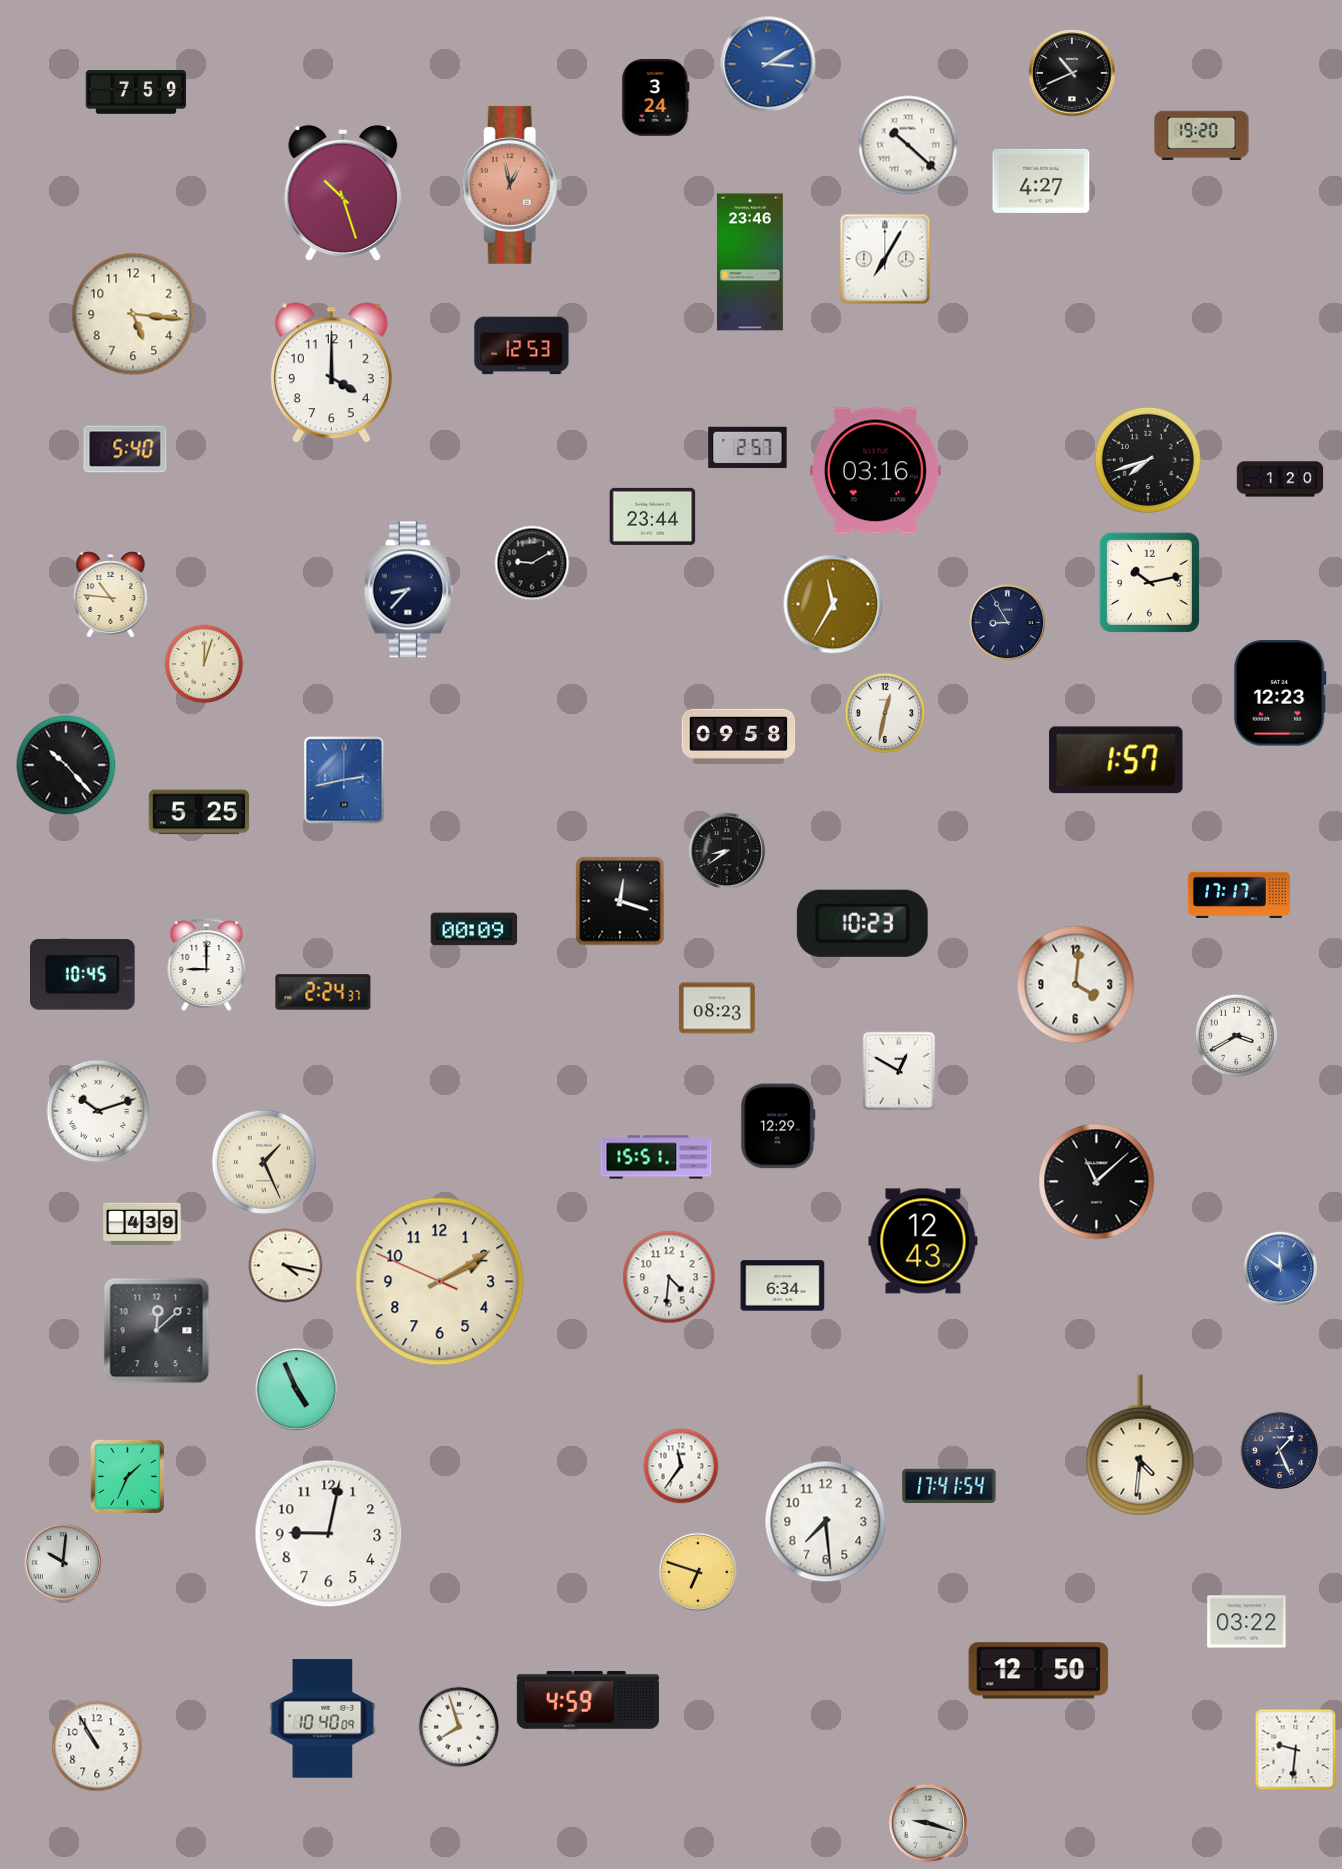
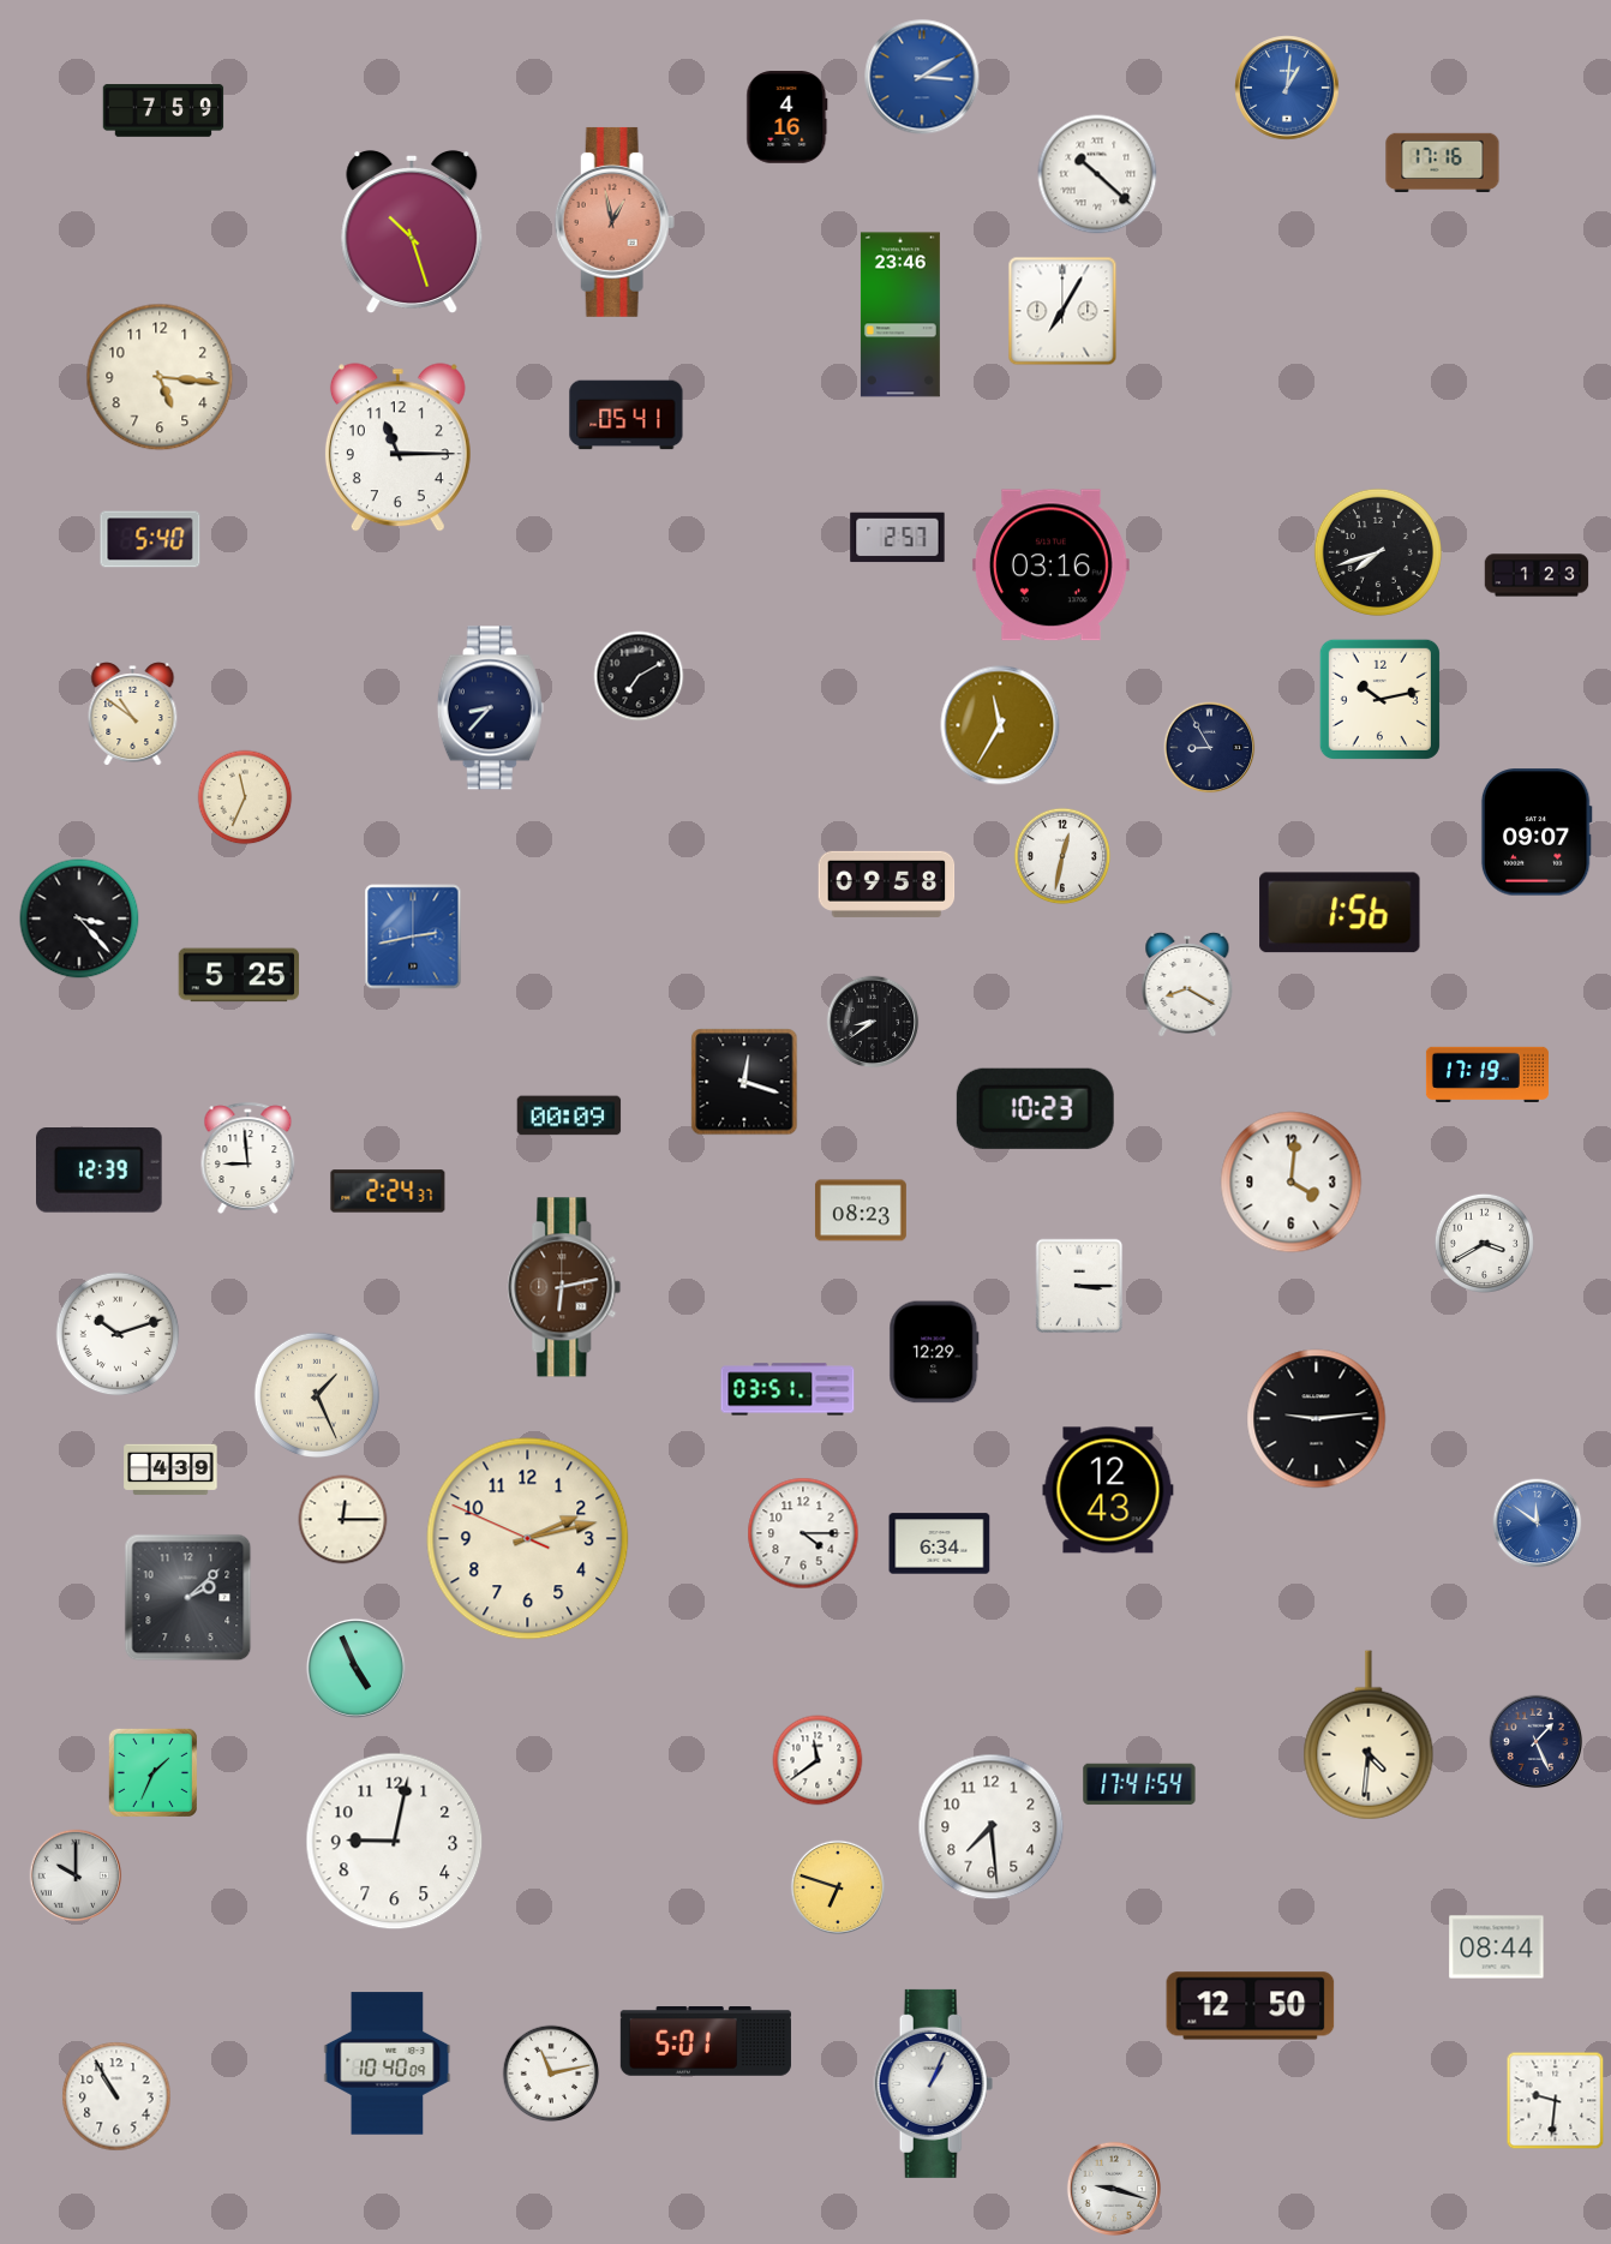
clock at (1072, 73): 10:41 -> 1:01
clock at (1072, 73) dial: black -> blue
clock at (656, 98): 3:24 -> 4:16
clock at (1202, 136): 19:20 -> 17:16
clock at (908, 145) position: (908, 145) -> (1097, 174)
clock at (1041, 181): 4:27 -> none
clock at (522, 346): 12:53 -> 05:41
clock at (331, 373): 4:00 -> 11:15
clock at (1280, 479): 1:20 -> 1:23
clock at (653, 516): 23:44 -> none
clock at (532, 563): 9:10 -> 7:10
clock at (111, 595): 10:46 -> 10:51
clock at (204, 664): 12:03 -> 11:34
clock at (1280, 693): 12:23 -> 09:07
clock at (1116, 760): 1:57 -> 1:56
clock at (66, 765): 10:23 -> 3:23
clock at (1187, 983): none -> 8:20
clock at (1239, 894): 17:17 -> 17:19
clock at (207, 964): 9:00 -> 8:59
clock at (83, 975): 10:45 -> 12:39
clock at (899, 1071): 12:50 -> 3:15
clock at (564, 1287): none -> 6:13
clock at (656, 1157): 15:51 -> 03:51
clock at (1097, 1182): 11:08 -> 9:14
clock at (286, 1266): 4:17 -> 12:15
clock at (669, 1277): 4:31 -> 4:15
clock at (440, 1282): 2:09 -> 2:12
clock at (157, 1331): 12:08 -> 2:08
clock at (681, 1466): 11:36 -> 11:39
clock at (63, 1562): 10:01 -> 10:00
clock at (1247, 1622): 03:22 -> 08:44
clock at (1039, 1671) position: (1039, 1671) -> (1251, 2006)
clock at (588, 1701): 4:59 -> 5:01
clock at (459, 1727): 7:57 -> 11:13
clock at (934, 2083): none -> 1:04
